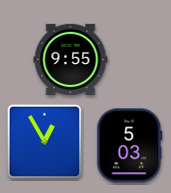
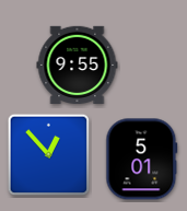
clock at (45, 142): 12:55 -> 12:53
clock at (130, 146): 5:03 -> 5:01
